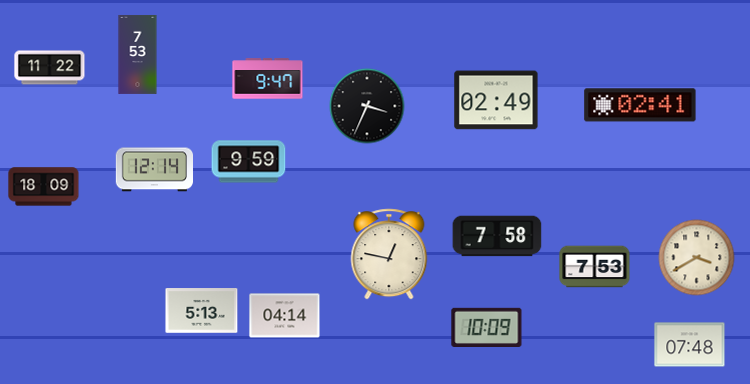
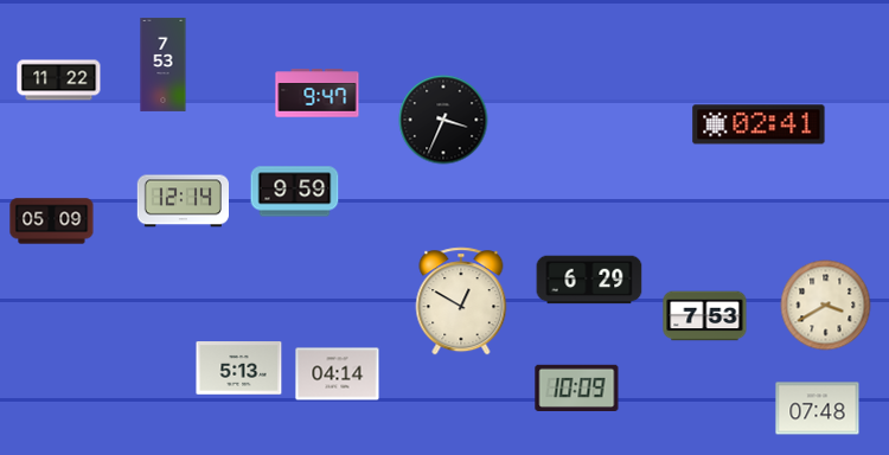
clock at (496, 100): 02:49 -> none
clock at (367, 106) position: (367, 106) -> (443, 120)
clock at (44, 187): 18:09 -> 05:09
clock at (497, 236): 7:58 -> 6:29
clock at (389, 254): 12:47 -> 12:50
